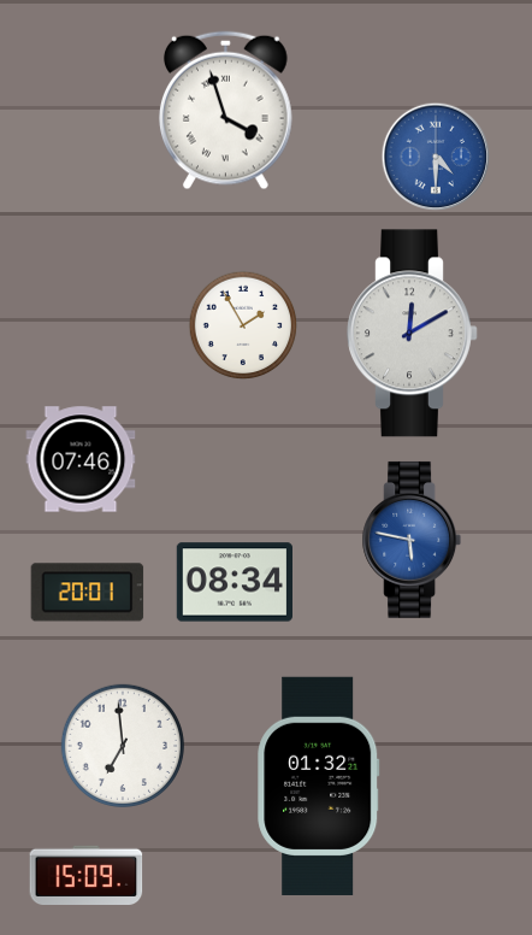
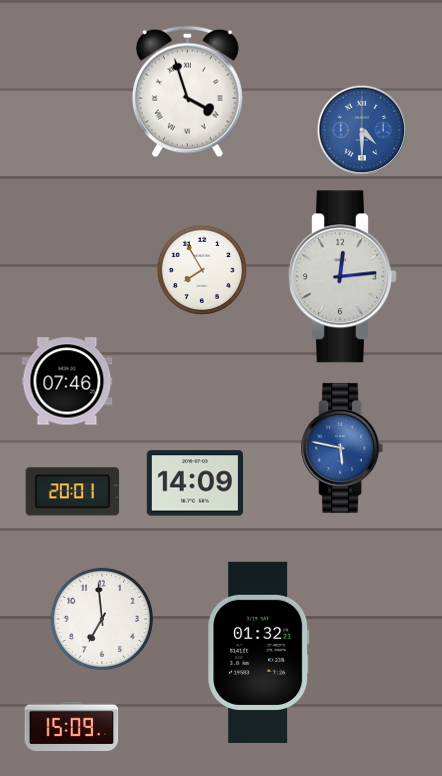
clock at (243, 325): 1:55 -> 7:55
clock at (413, 334): 12:10 -> 12:14
clock at (234, 582): 08:34 -> 14:09
clock at (319, 786) position: (319, 786) -> (259, 652)
